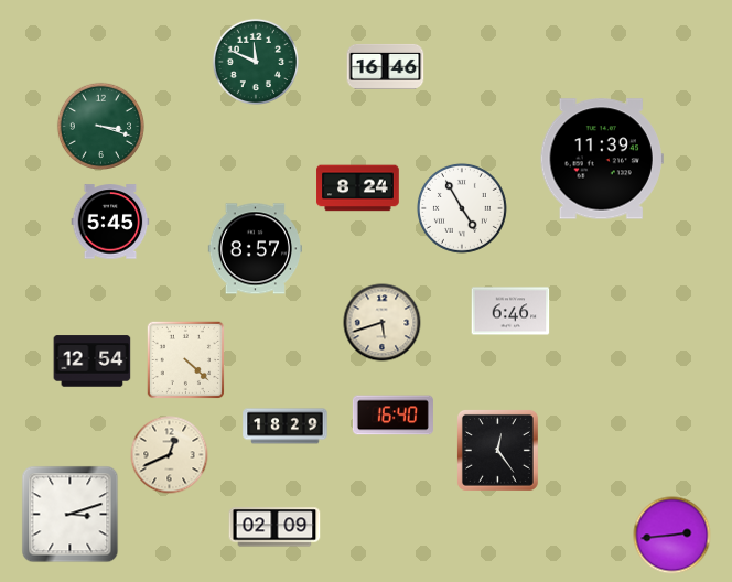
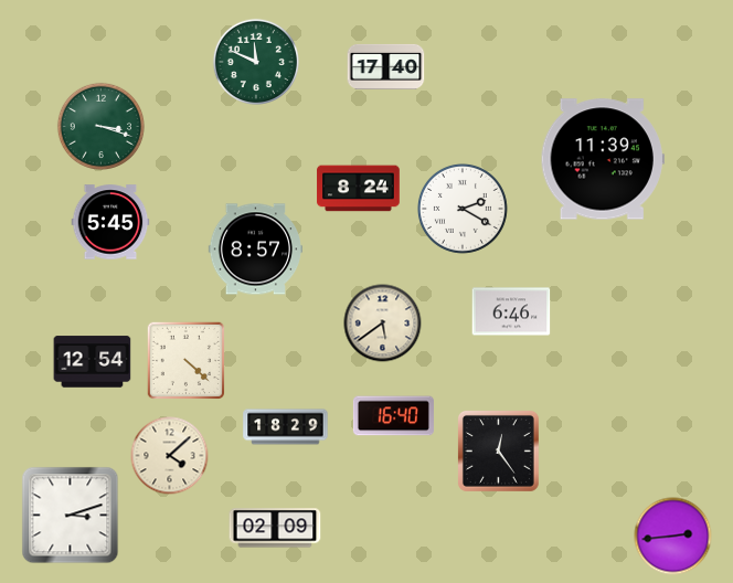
clock at (386, 66): 16:46 -> 17:40
clock at (462, 208): 4:55 -> 2:20
clock at (383, 323): 5:42 -> 5:39
clock at (170, 455): 12:41 -> 4:08
